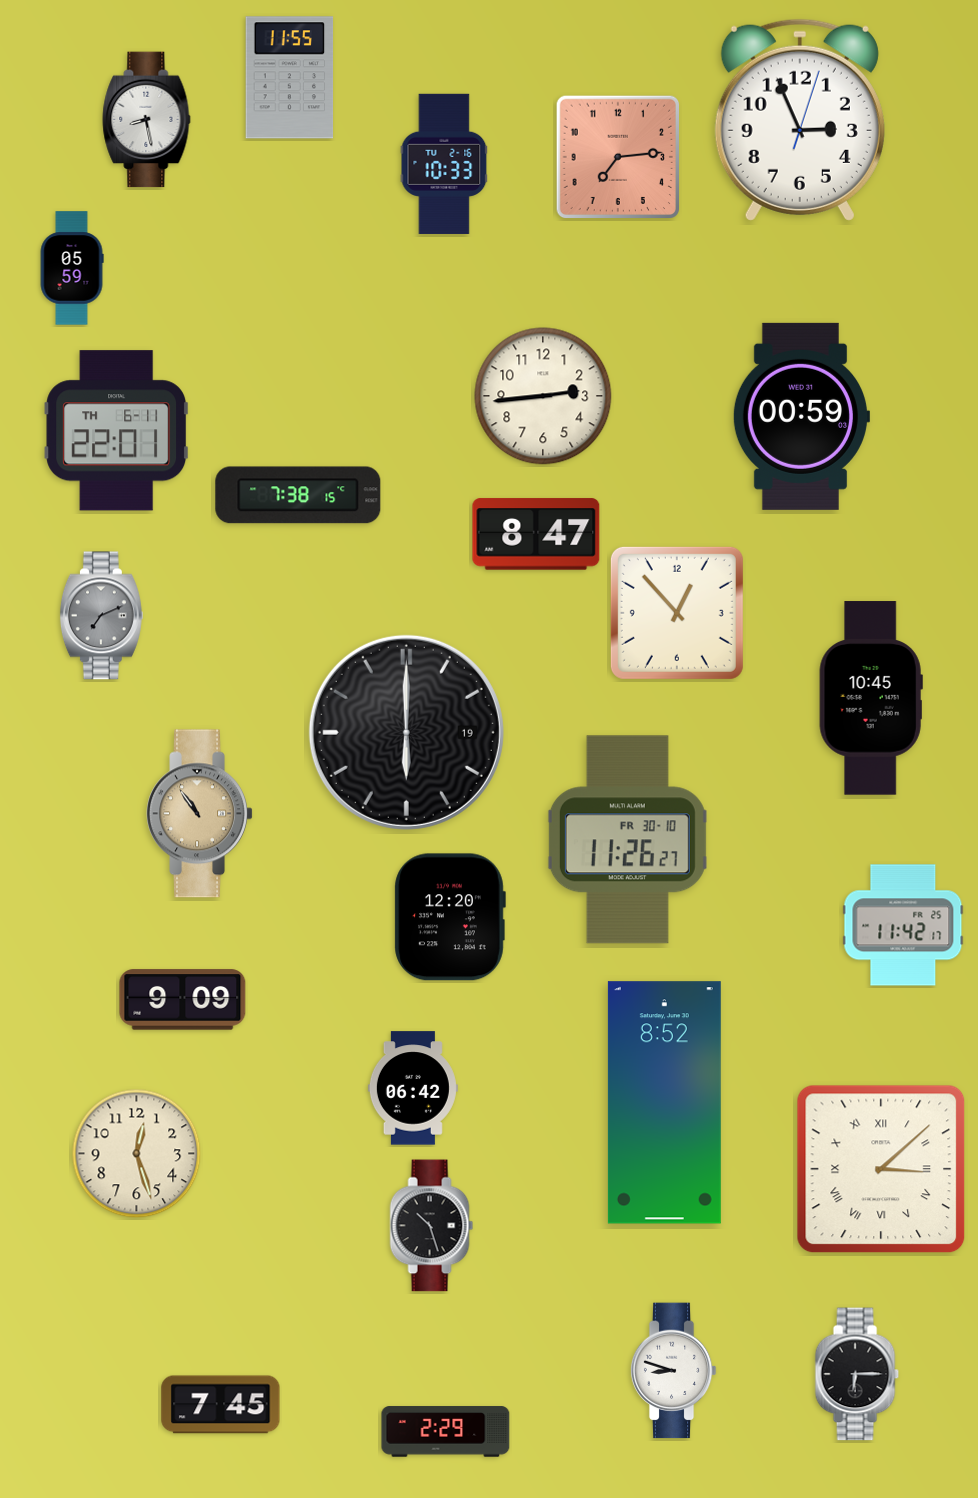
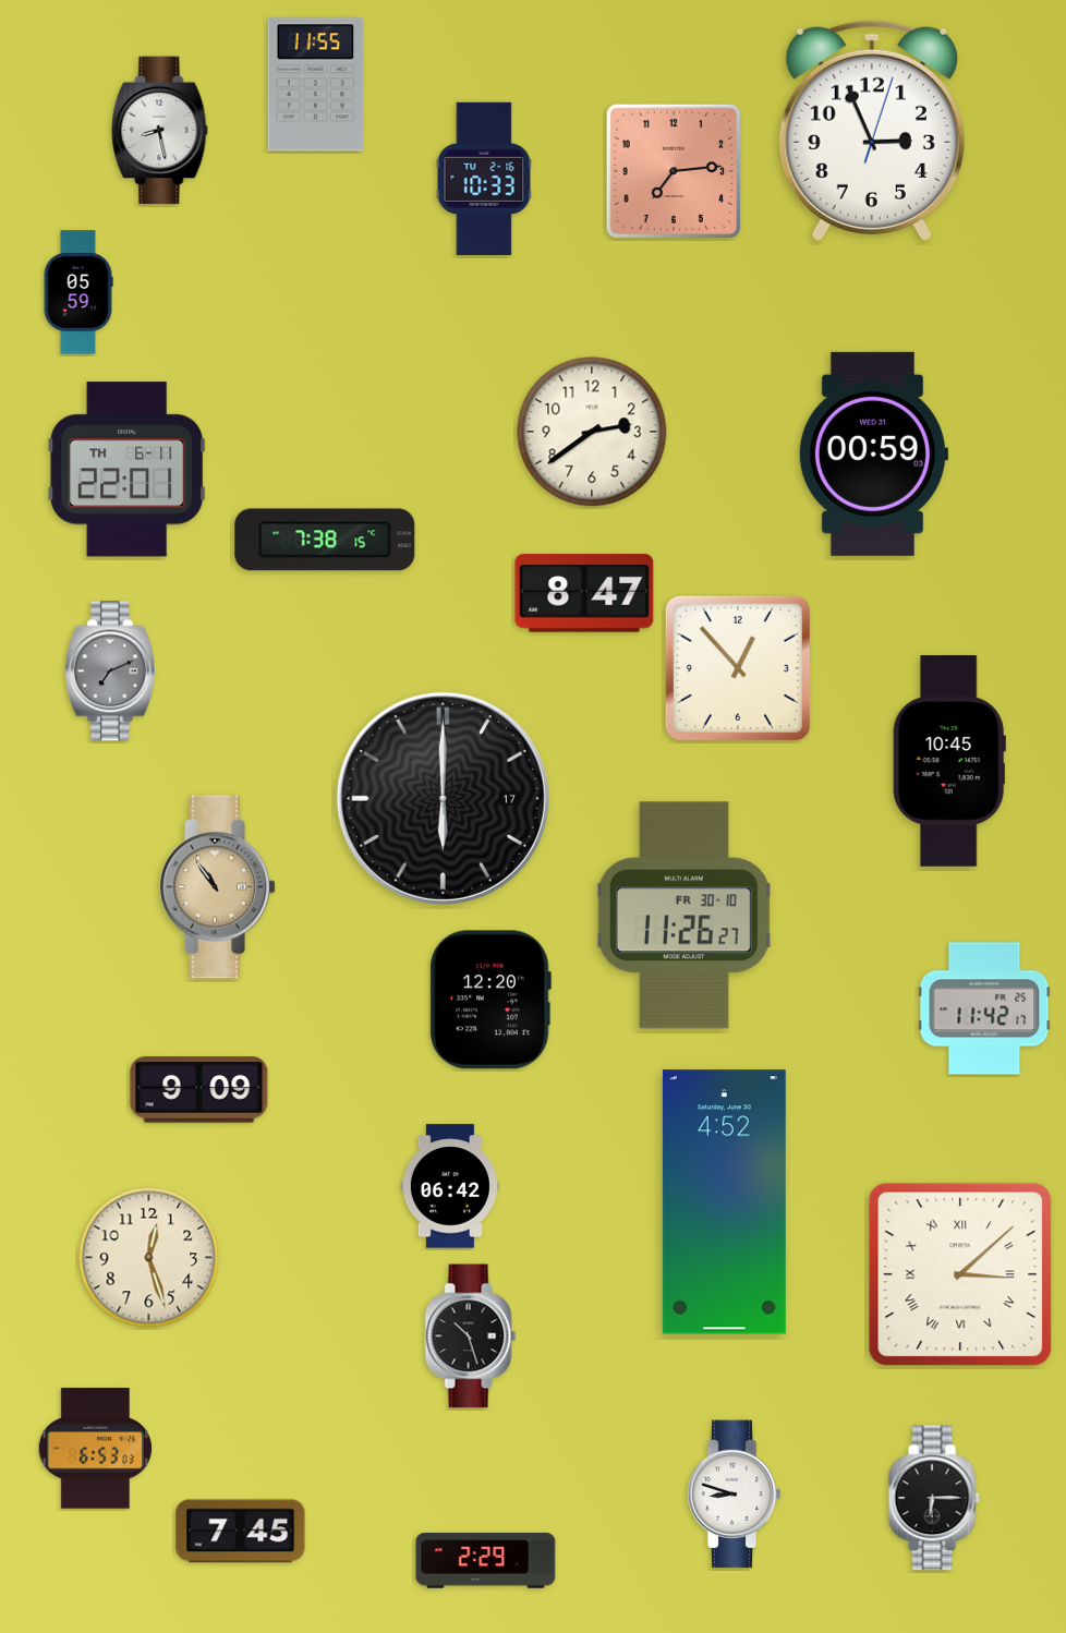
clock at (543, 396): 2:44 -> 2:39
clock at (536, 534) position: (536, 534) -> (584, 593)
clock at (406, 732) date: 19 -> 17
clock at (664, 1103): 8:52 -> 4:52
clock at (95, 1449): none -> 6:53
